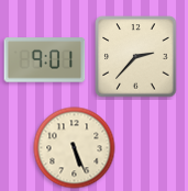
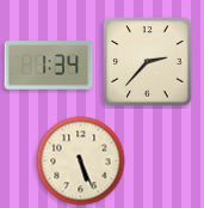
clock at (45, 60): 9:01 -> 1:34
